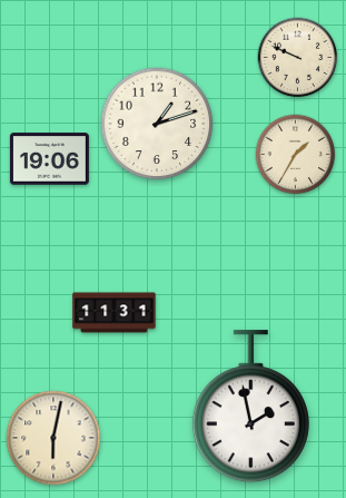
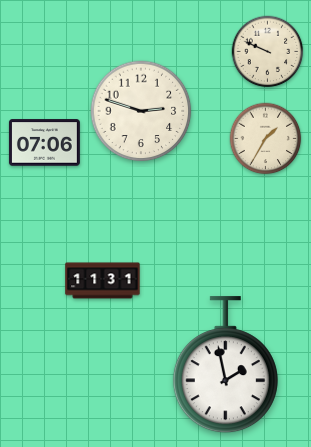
clock at (157, 124): 1:12 -> 2:48
clock at (49, 159): 19:06 -> 07:06
clock at (53, 438): 6:02 -> none
